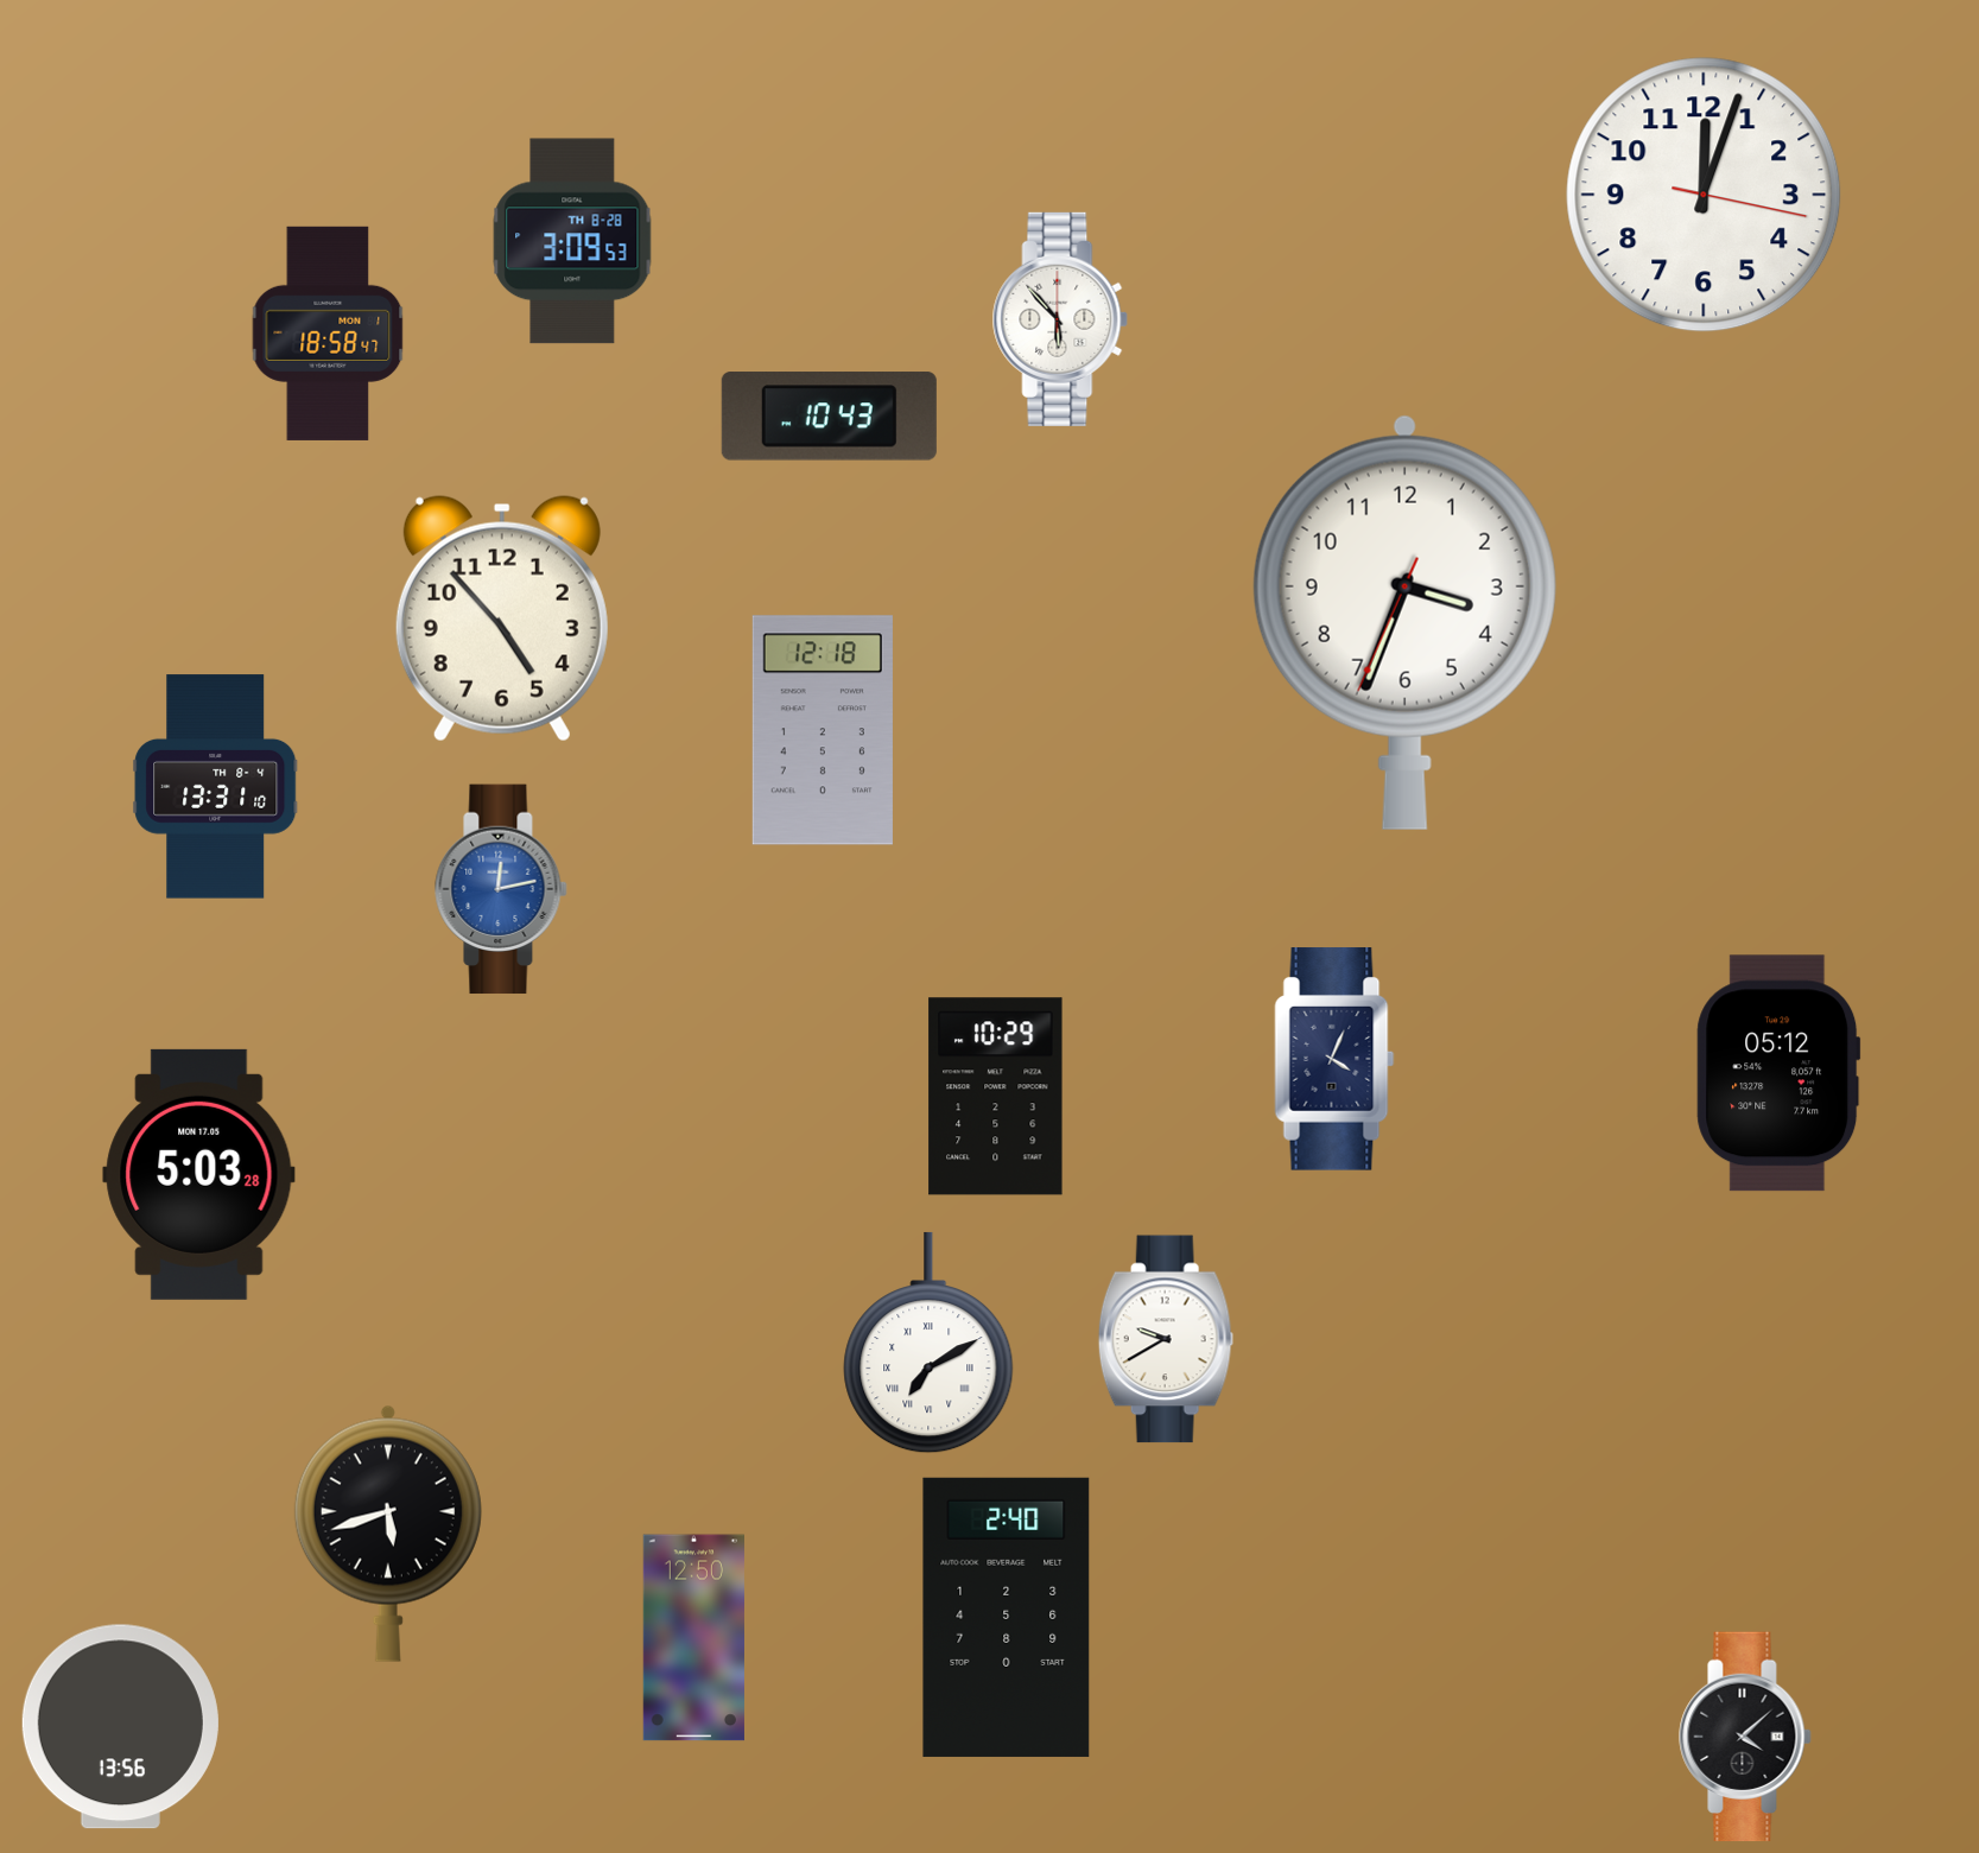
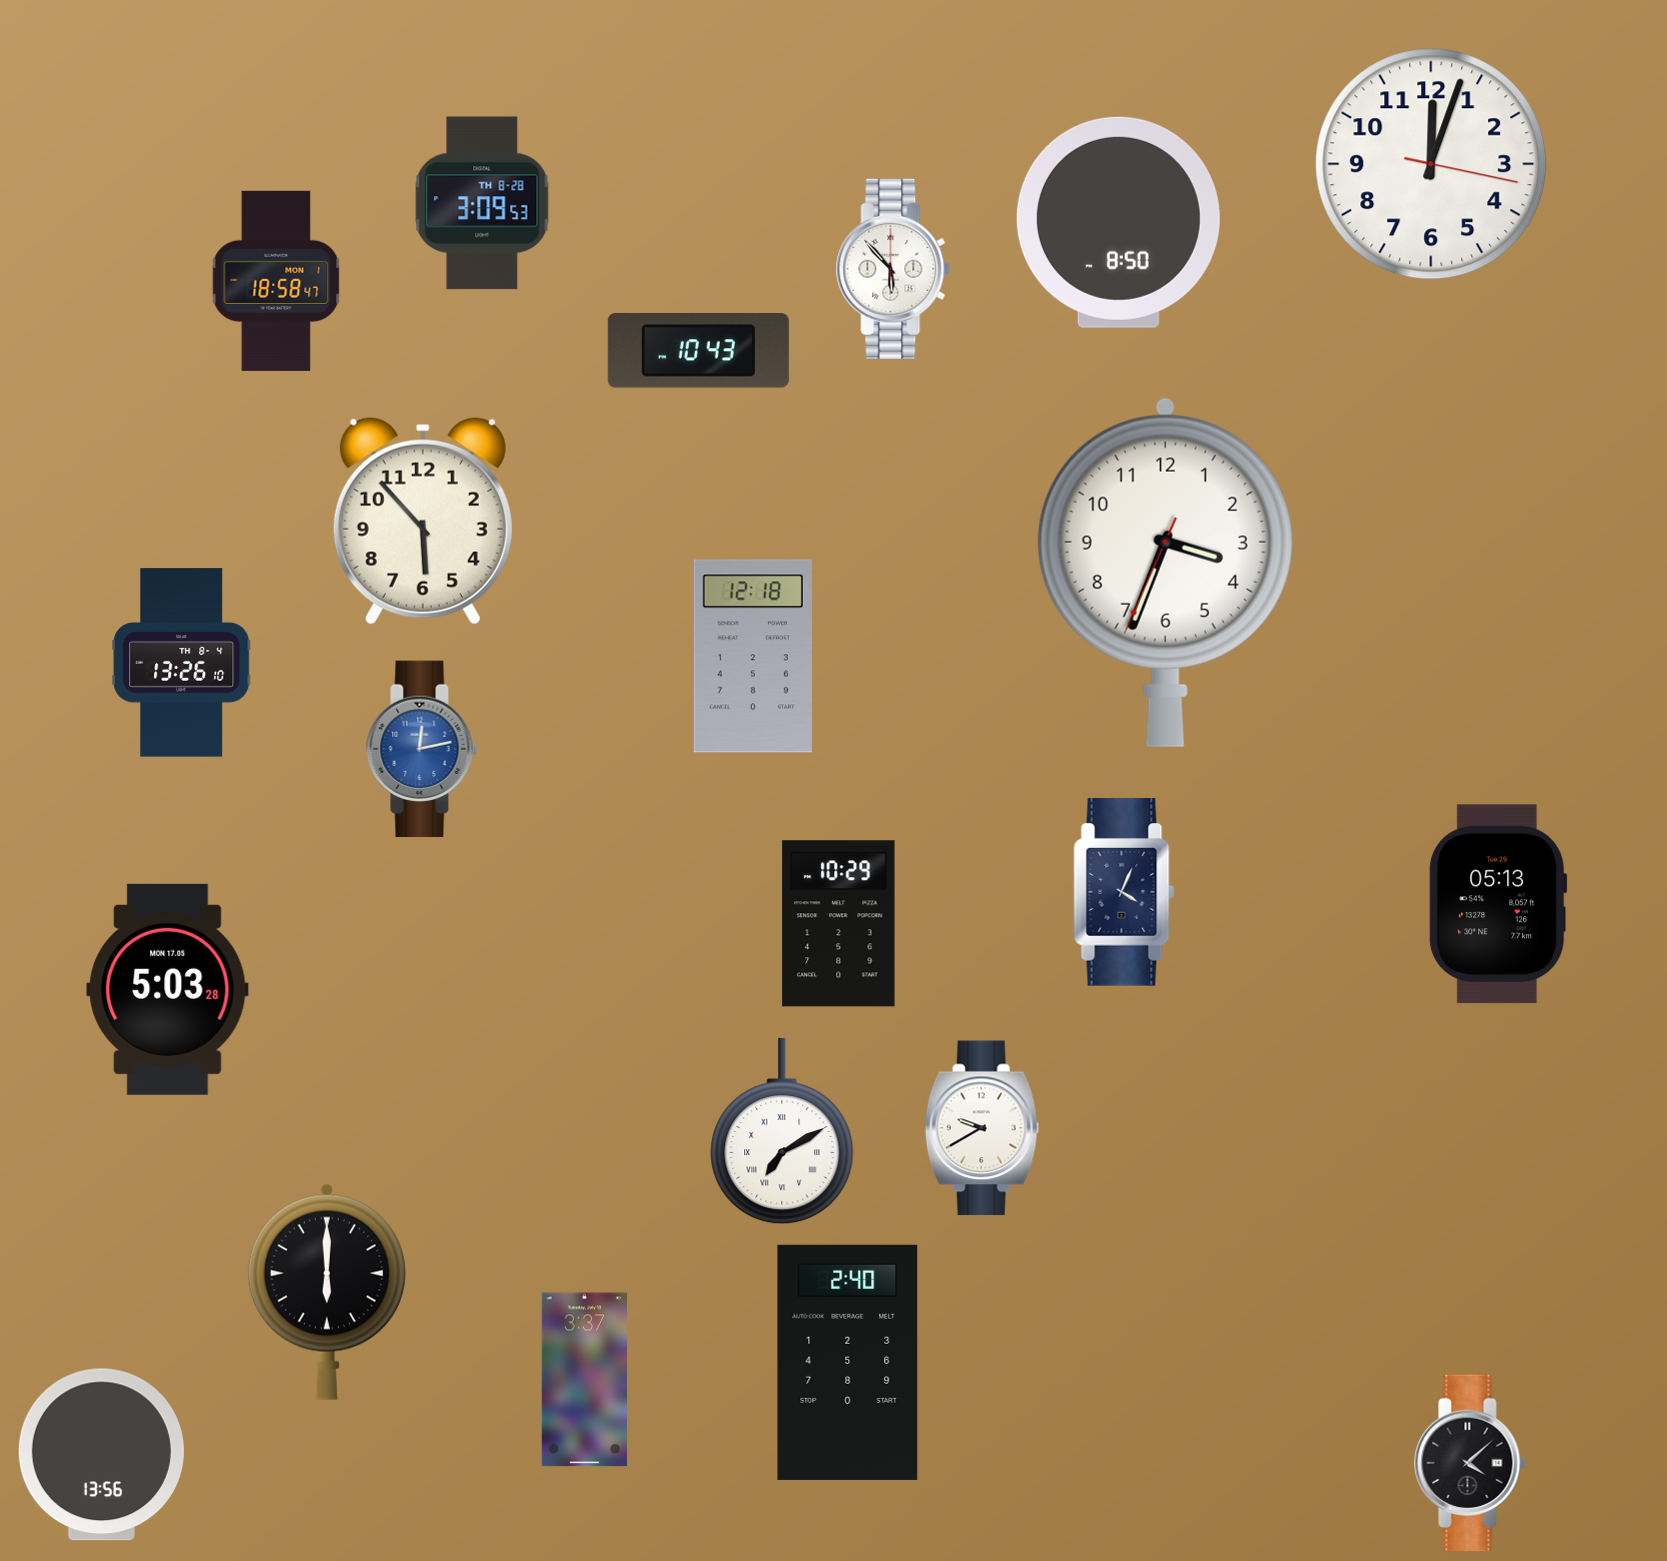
clock at (1704, 195) position: (1704, 195) -> (1431, 164)
clock at (1118, 222): none -> 8:50
clock at (502, 618): 4:53 -> 5:53
clock at (1404, 622) position: (1404, 622) -> (1165, 572)
clock at (823, 730) position: (823, 730) -> (753, 656)
clock at (216, 787): 13:31 -> 13:26
clock at (1778, 1073): 05:12 -> 05:13
clock at (388, 1534): 5:42 -> 6:00
clock at (693, 1638): 12:50 -> 3:37
